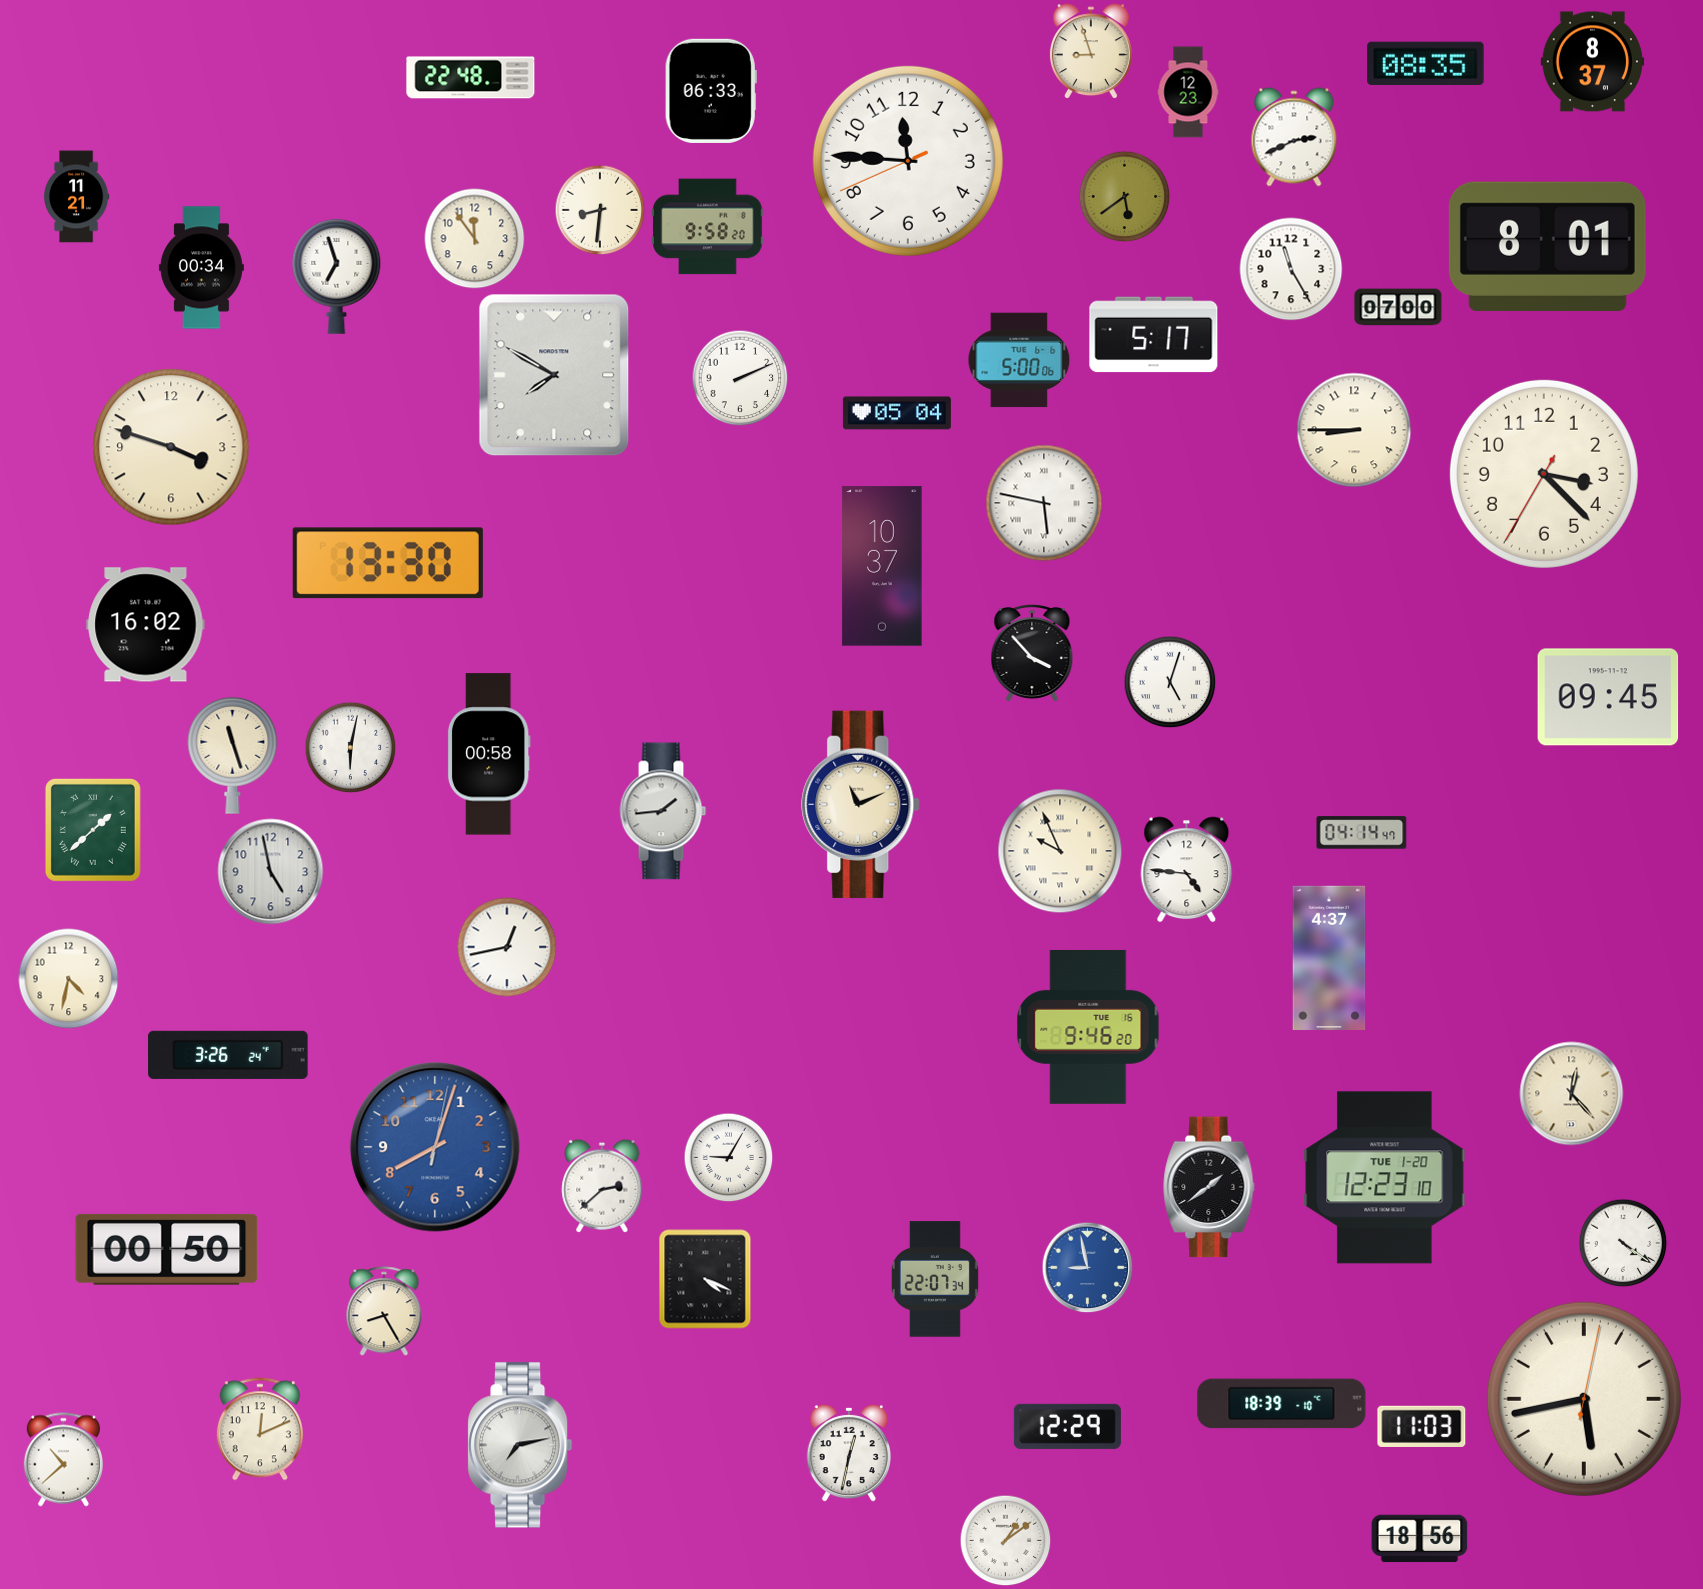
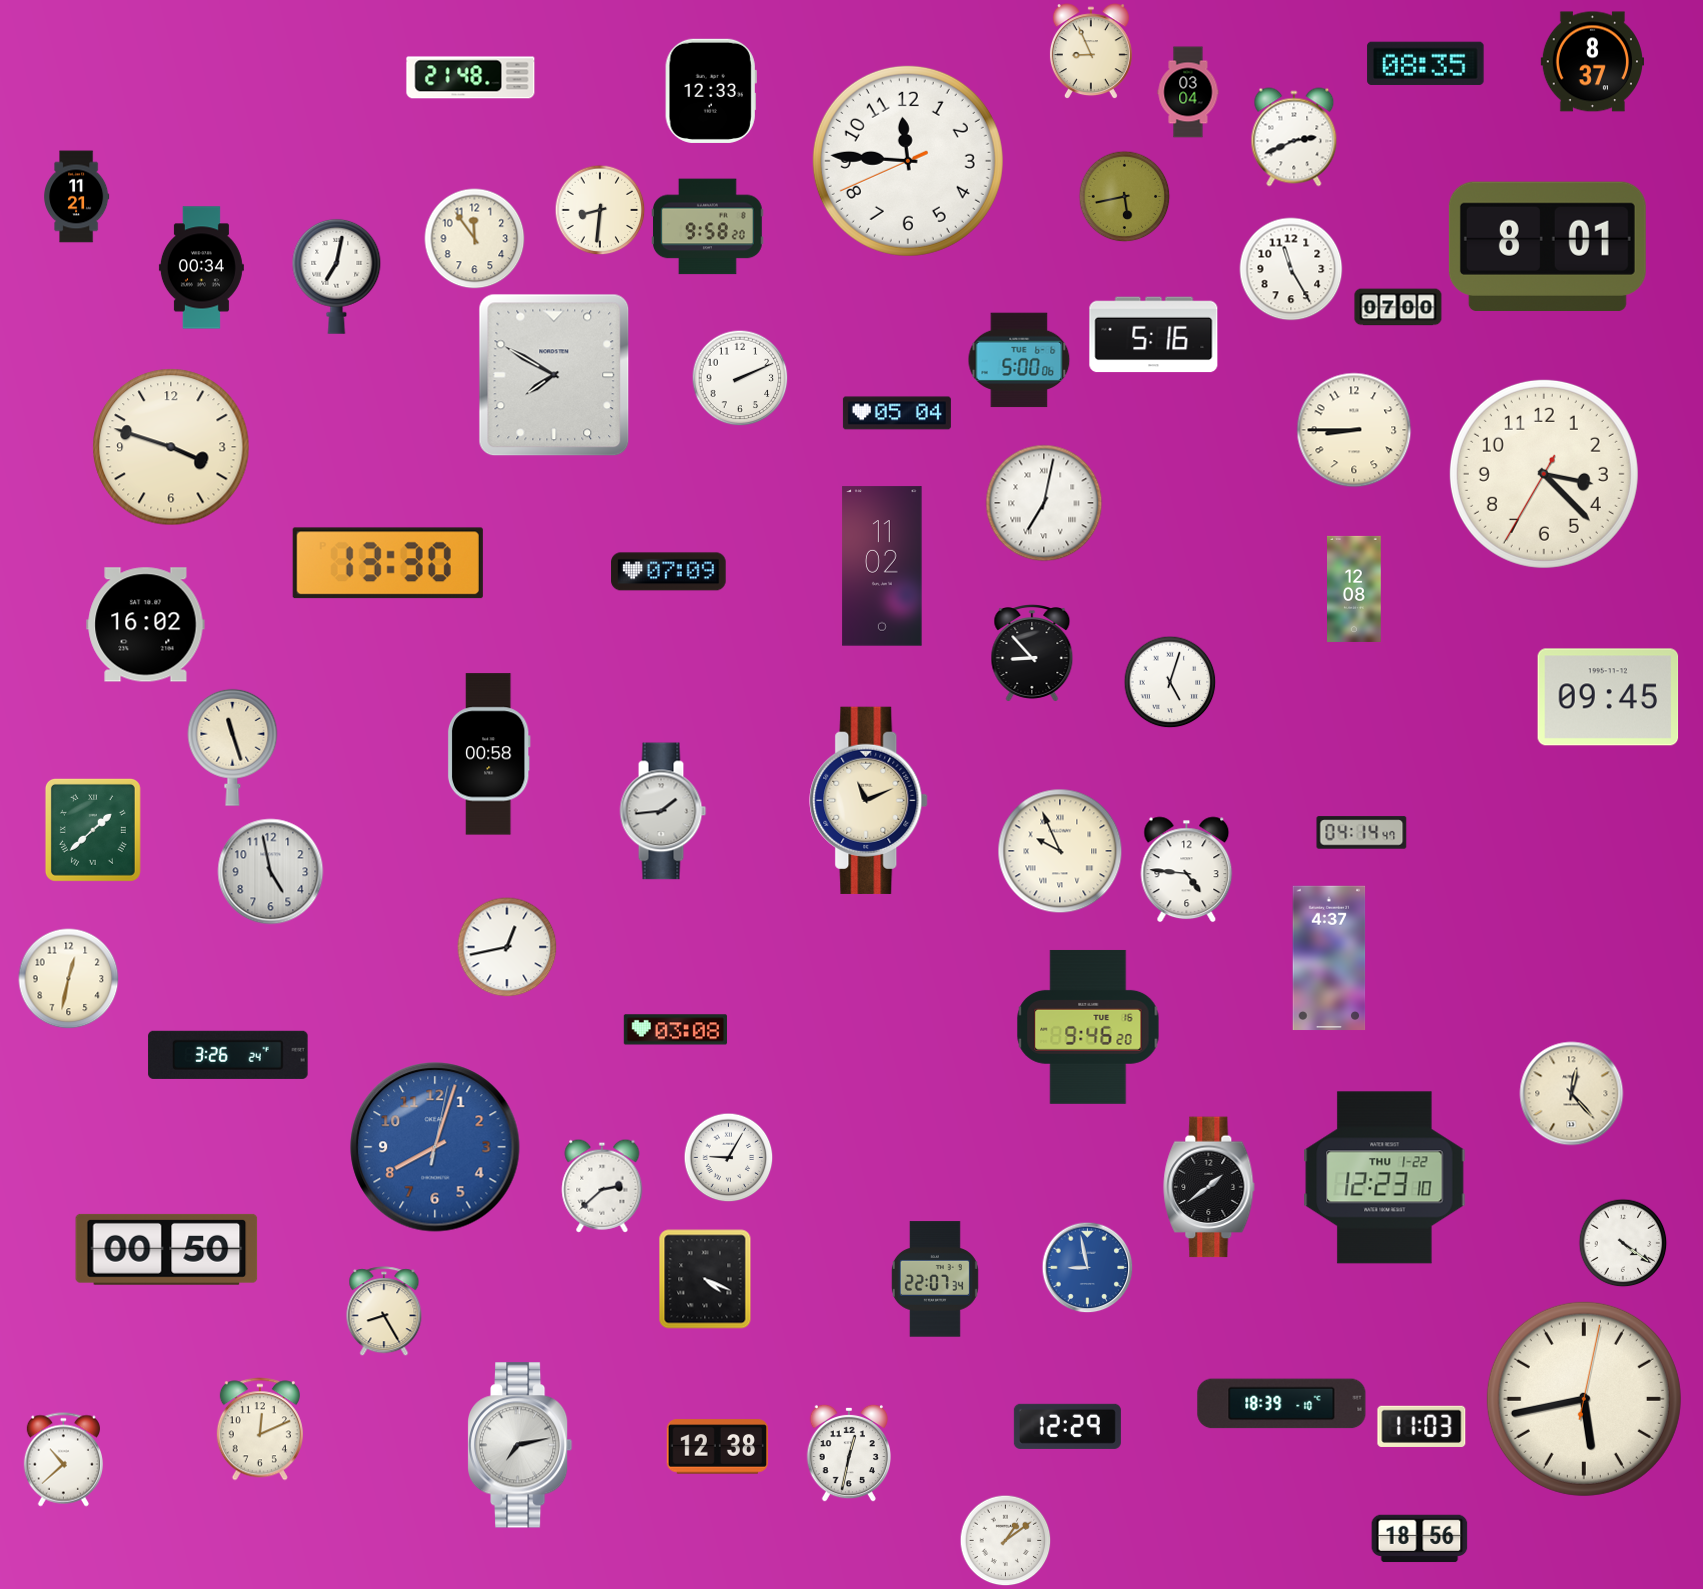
clock at (1091, 51): 8:57 -> 8:56
clock at (471, 78): 22:48 -> 21:48
clock at (711, 91): 06:33 -> 12:33
clock at (1188, 92): 12:23 -> 03:04
clock at (1124, 196): 5:39 -> 5:43
clock at (337, 276): 6:57 -> 7:02
clock at (1154, 335): 5:17 -> 5:16
clock at (1044, 503): 5:47 -> 7:02
clock at (882, 566): 10:37 -> 11:02
clock at (669, 572): none -> 07:09
clock at (1355, 589): none -> 12:08
clock at (1032, 654): 3:53 -> 8:53
clock at (350, 747): 6:02 -> none
clock at (233, 755) position: (233, 755) -> (233, 747)
clock at (861, 804) position: (861, 804) -> (869, 800)
clock at (69, 979): 4:32 -> 12:32
clock at (675, 1030): none -> 03:08
clock at (1385, 1178) date: TUE 1-20 -> THU 1-22
clock at (718, 1447): none -> 12:38
